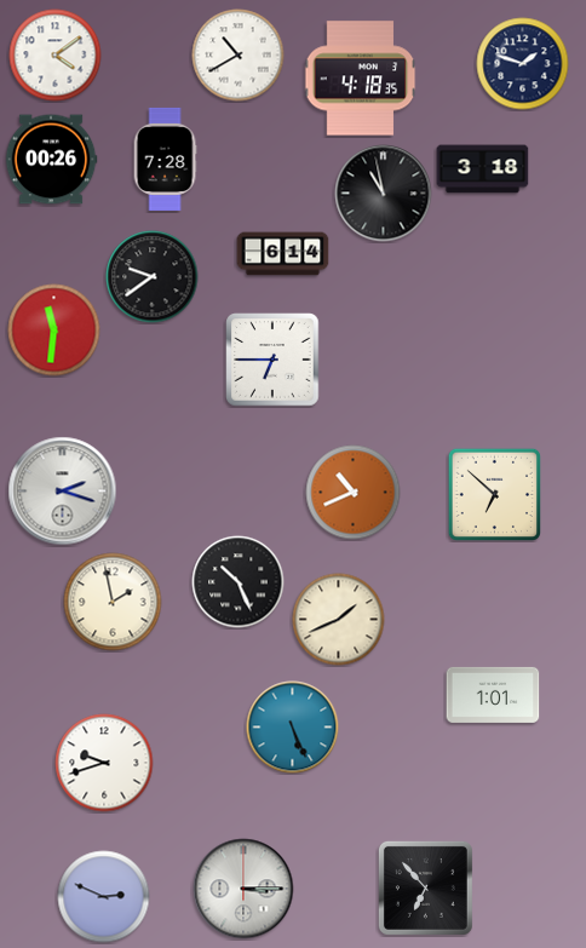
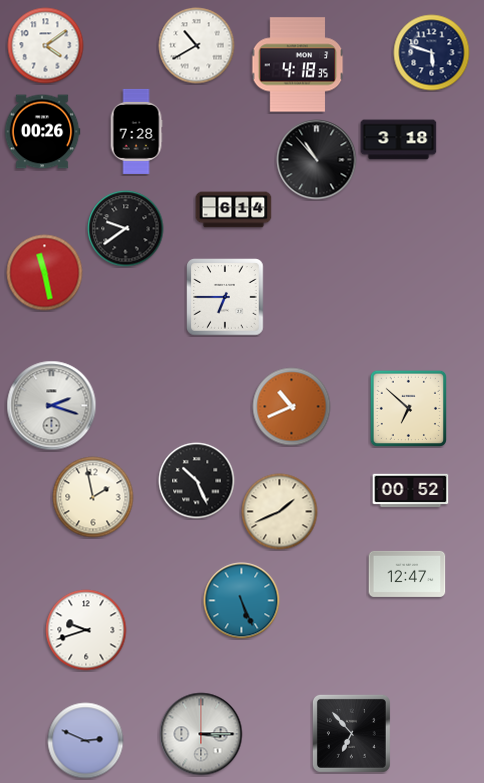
clock at (523, 64): 1:48 -> 5:48
clock at (384, 194): 10:58 -> 10:53
clock at (54, 331): 11:31 -> 11:28
clock at (411, 491): none -> 00:52
clock at (493, 695): 1:01 -> 12:47
